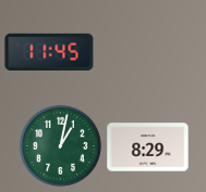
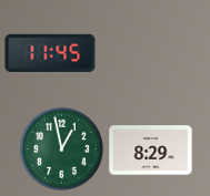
clock at (60, 145): 1:02 -> 12:58
